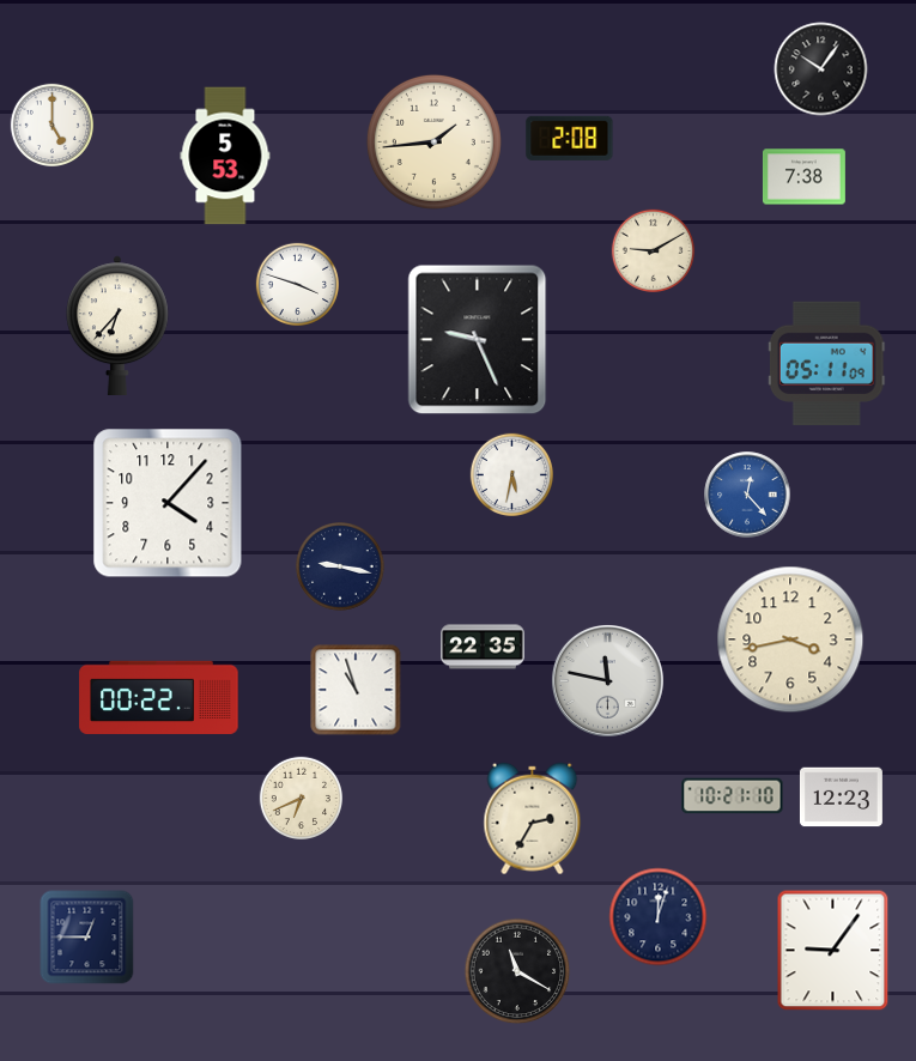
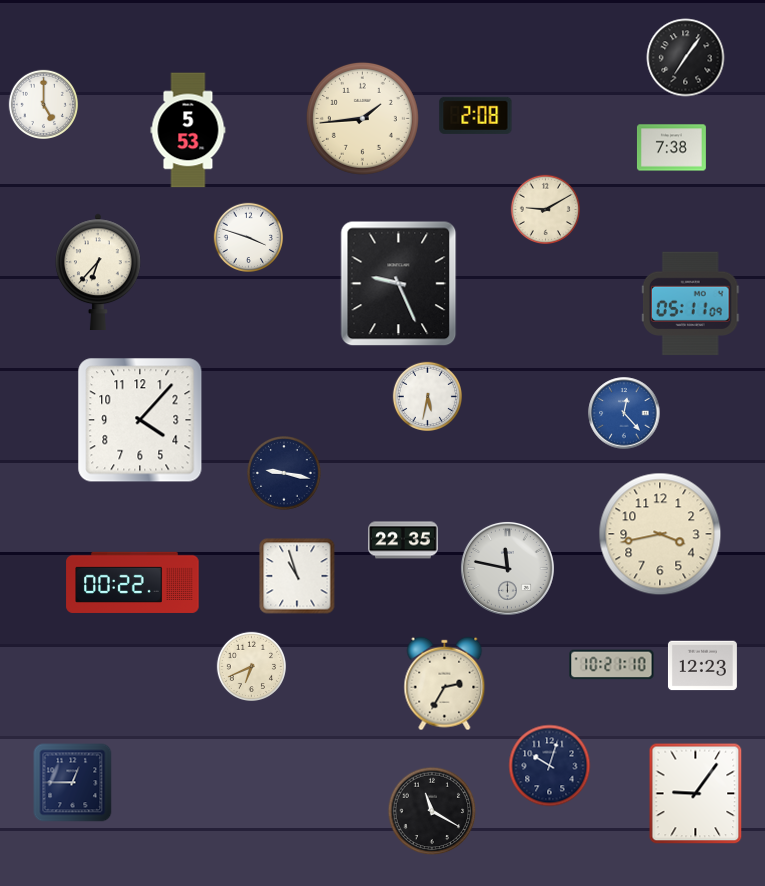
clock at (821, 69): 10:06 -> 7:06
clock at (659, 917): 12:03 -> 10:03
